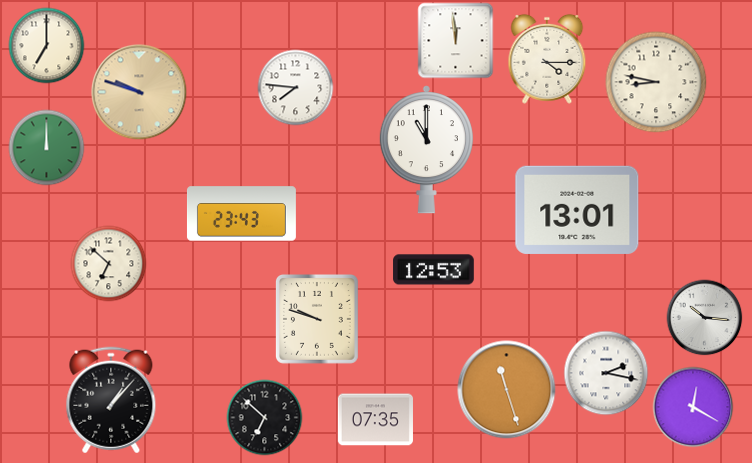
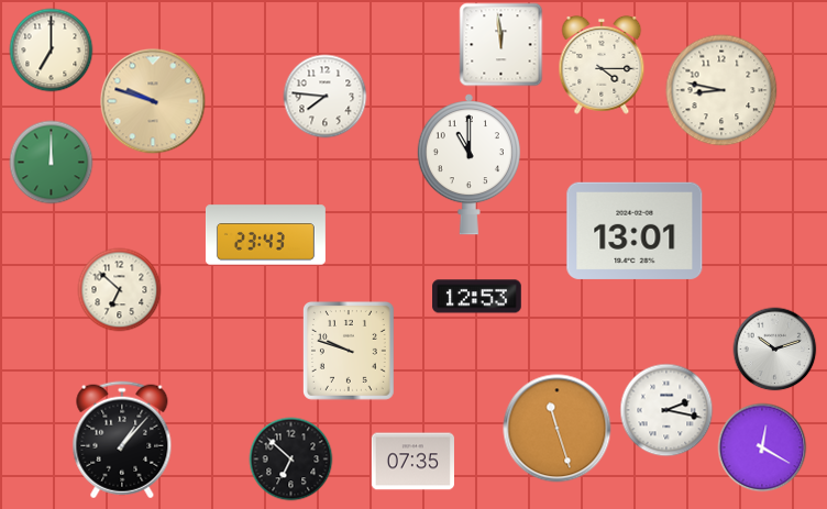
clock at (705, 318): 10:16 -> 10:12
